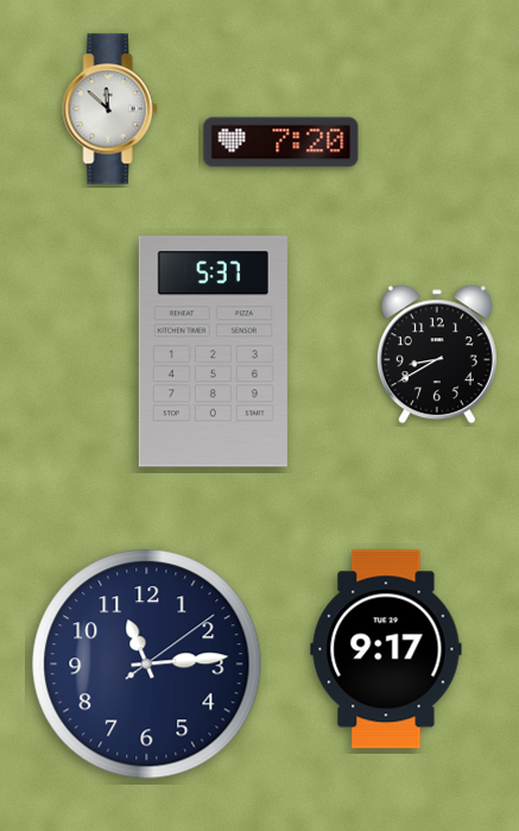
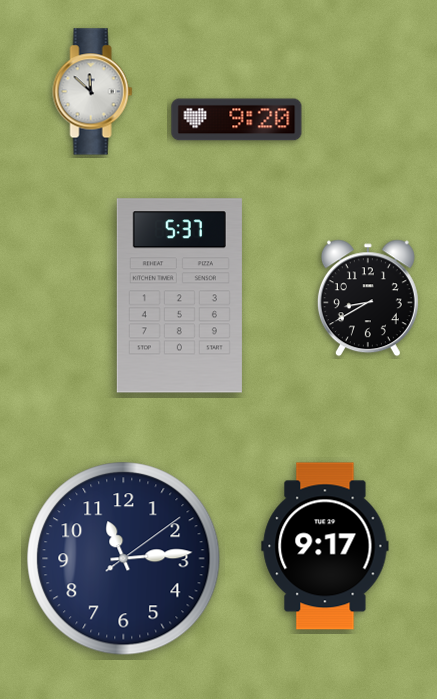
clock at (281, 143): 7:20 -> 9:20
